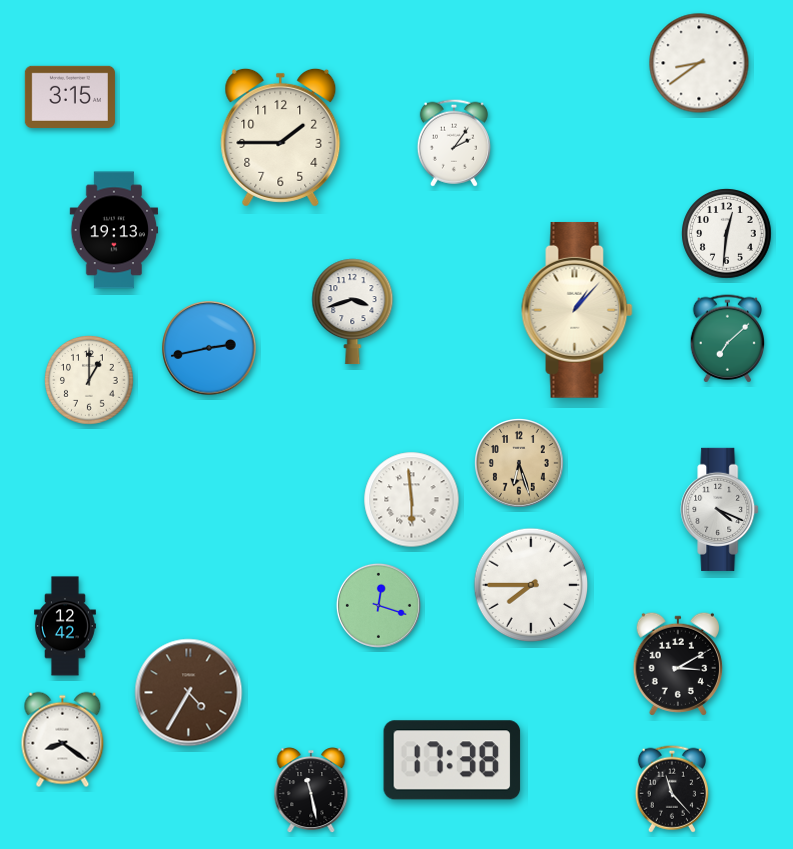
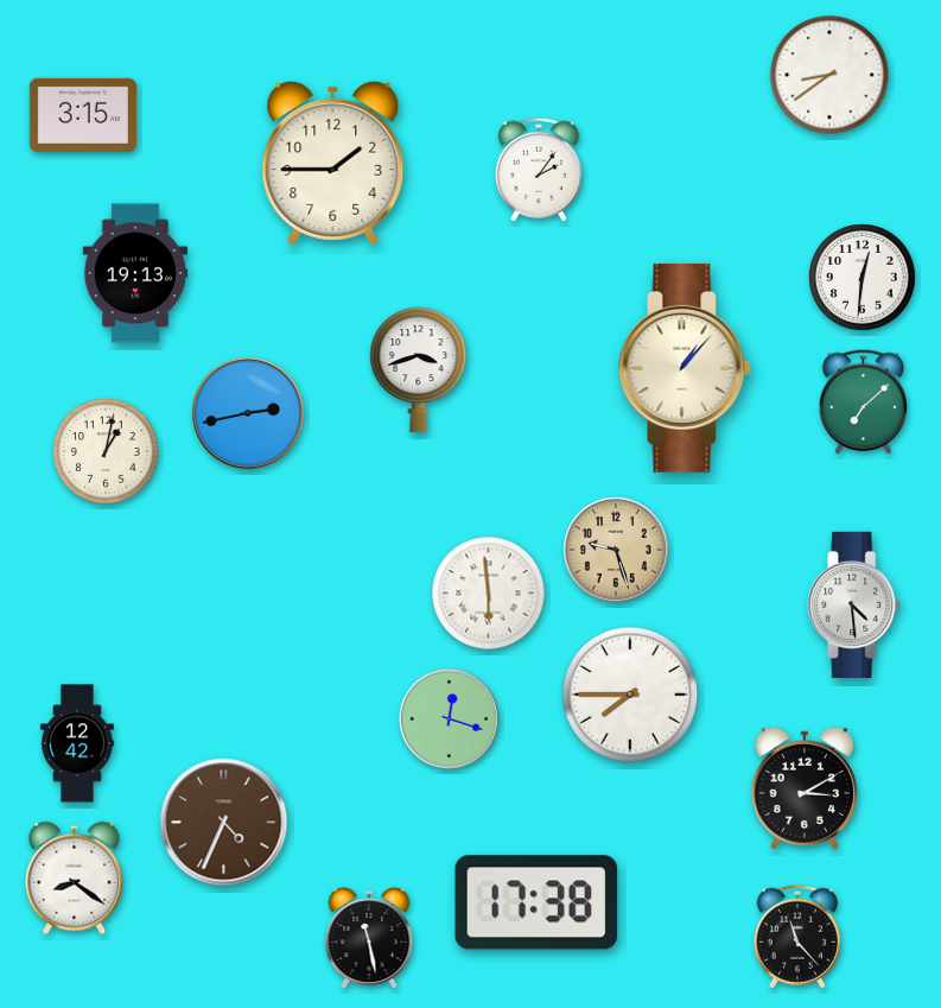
clock at (90, 381): 1:00 -> 1:02
clock at (520, 464): 6:27 -> 9:27
clock at (720, 509): 4:19 -> 4:29
clock at (189, 693): 4:35 -> 4:34
